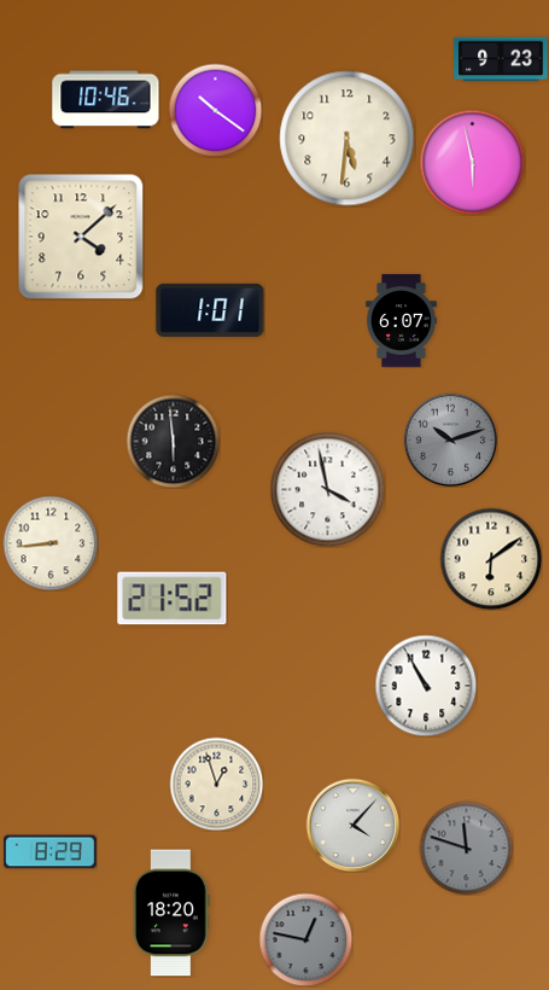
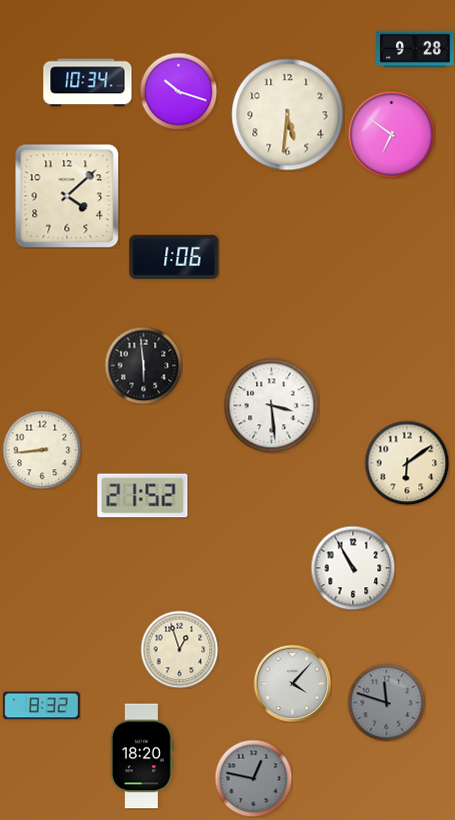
clock at (501, 59): 9:23 -> 9:28
clock at (106, 100): 10:46 -> 10:34
clock at (215, 110): 10:21 -> 10:18
clock at (472, 162): 5:58 -> 6:51
clock at (210, 310): 1:01 -> 1:06
clock at (402, 321): 6:07 -> none
clock at (450, 439): 10:12 -> none
clock at (327, 489): 3:58 -> 3:29
clock at (51, 852): 8:29 -> 8:32
